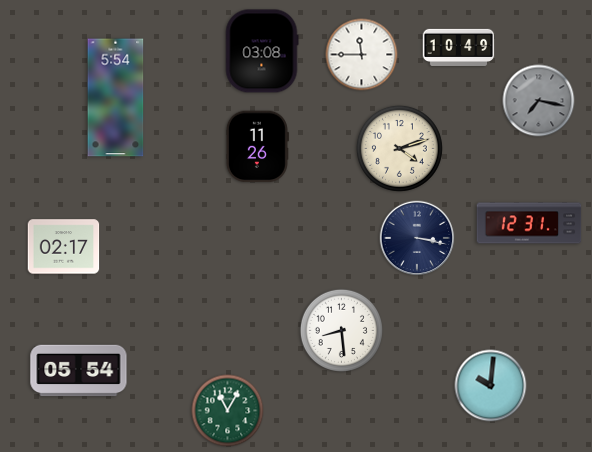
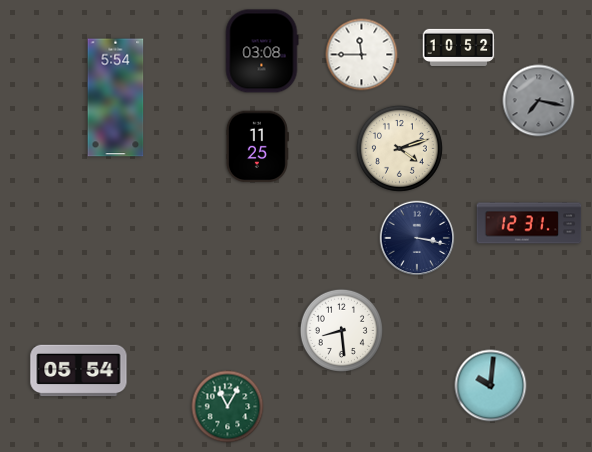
clock at (459, 47): 10:49 -> 10:52
clock at (257, 147): 11:26 -> 11:25
clock at (64, 247): 02:17 -> none
clock at (228, 411) position: (228, 411) -> (228, 407)
